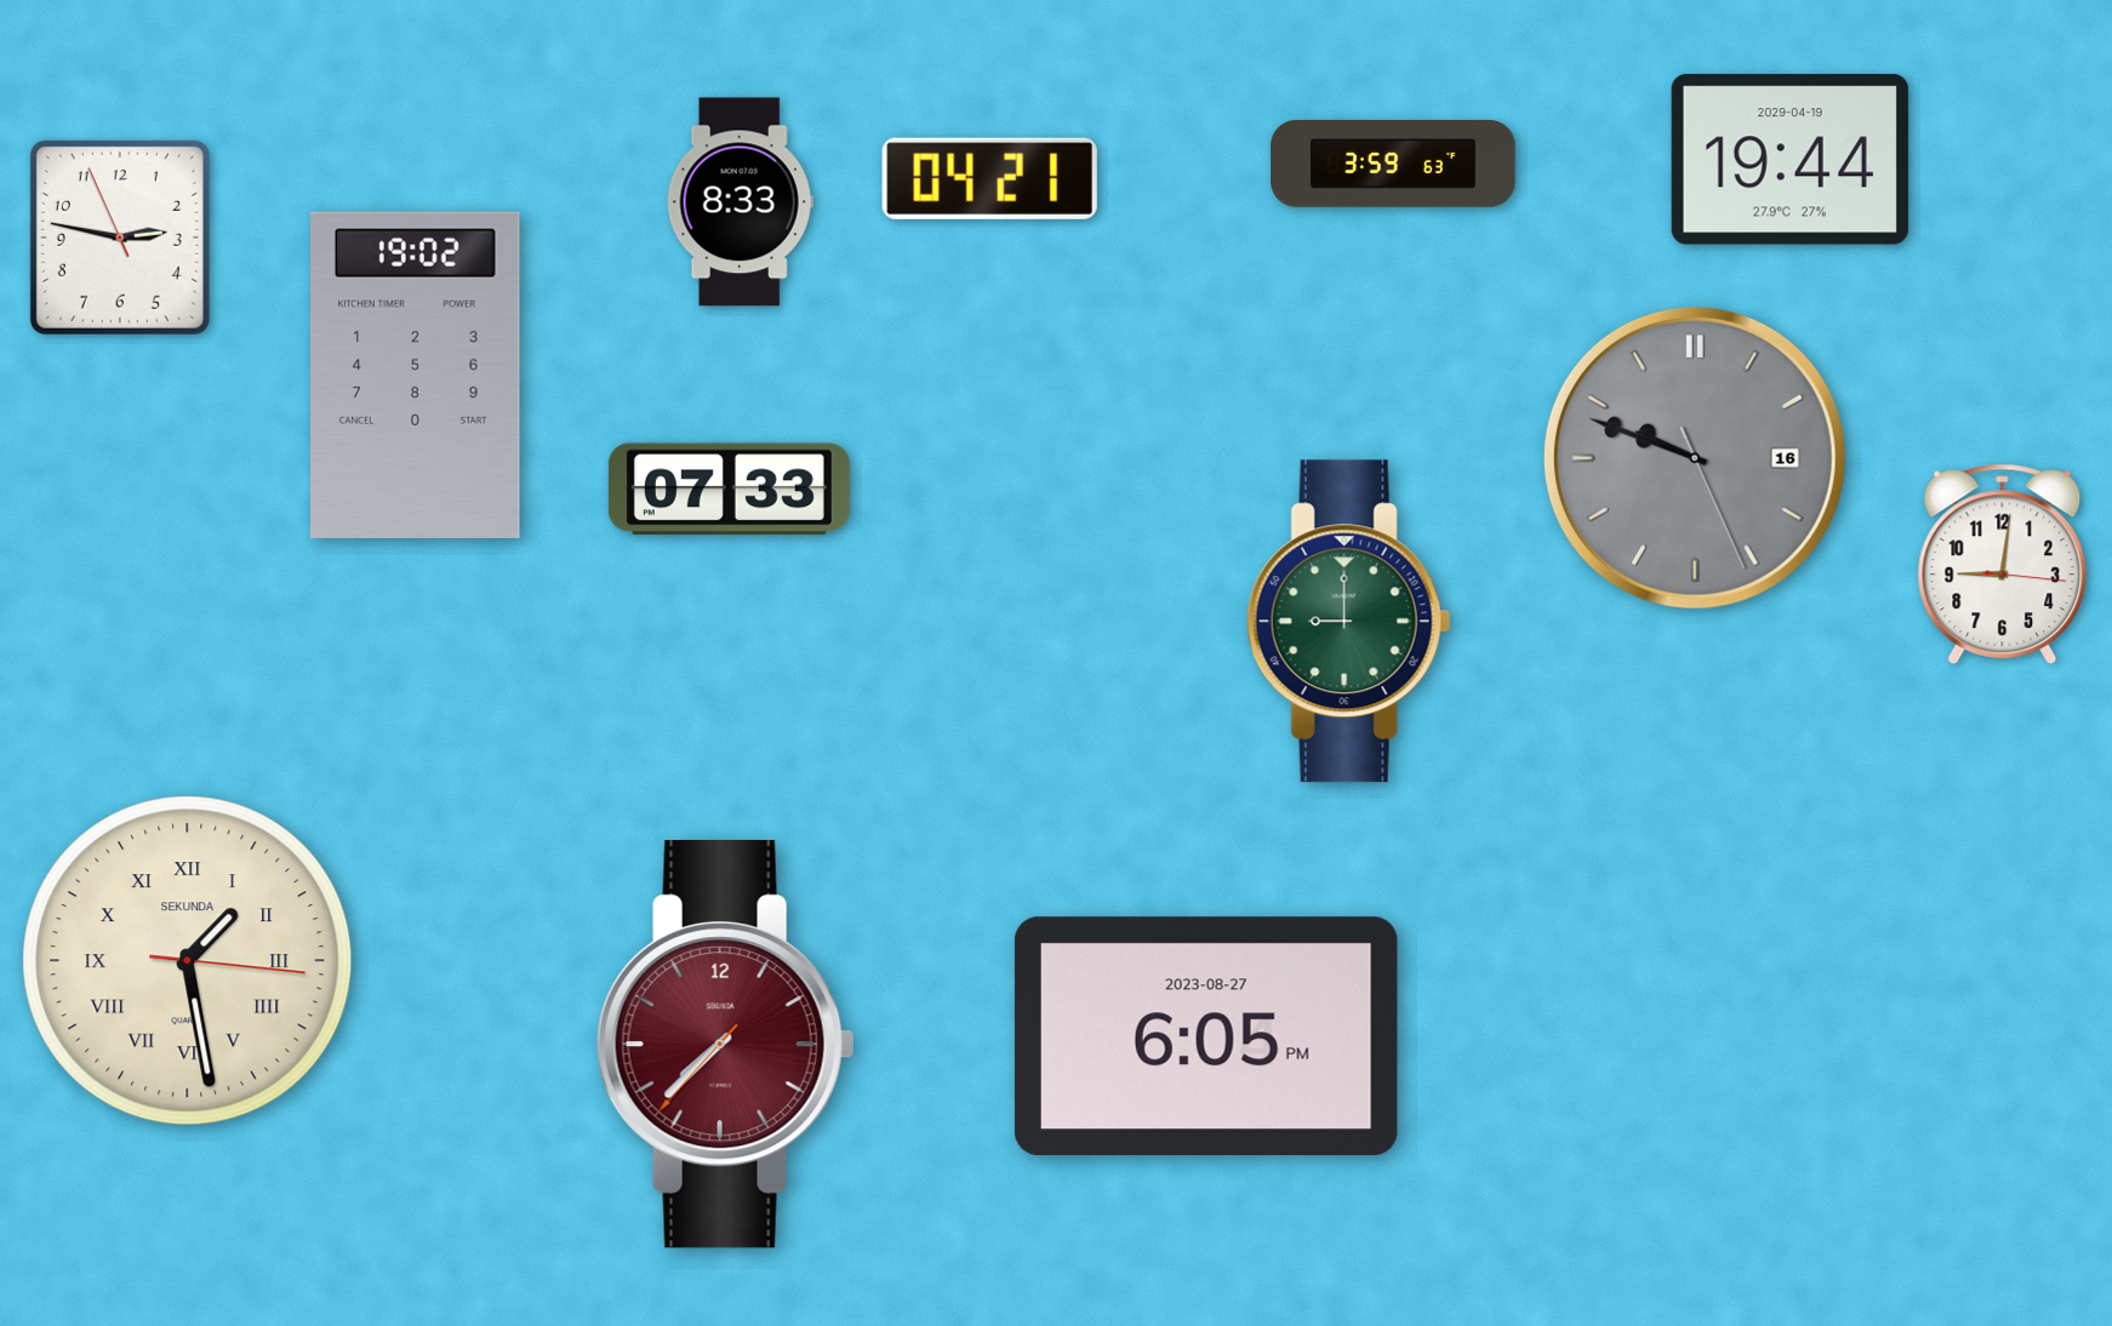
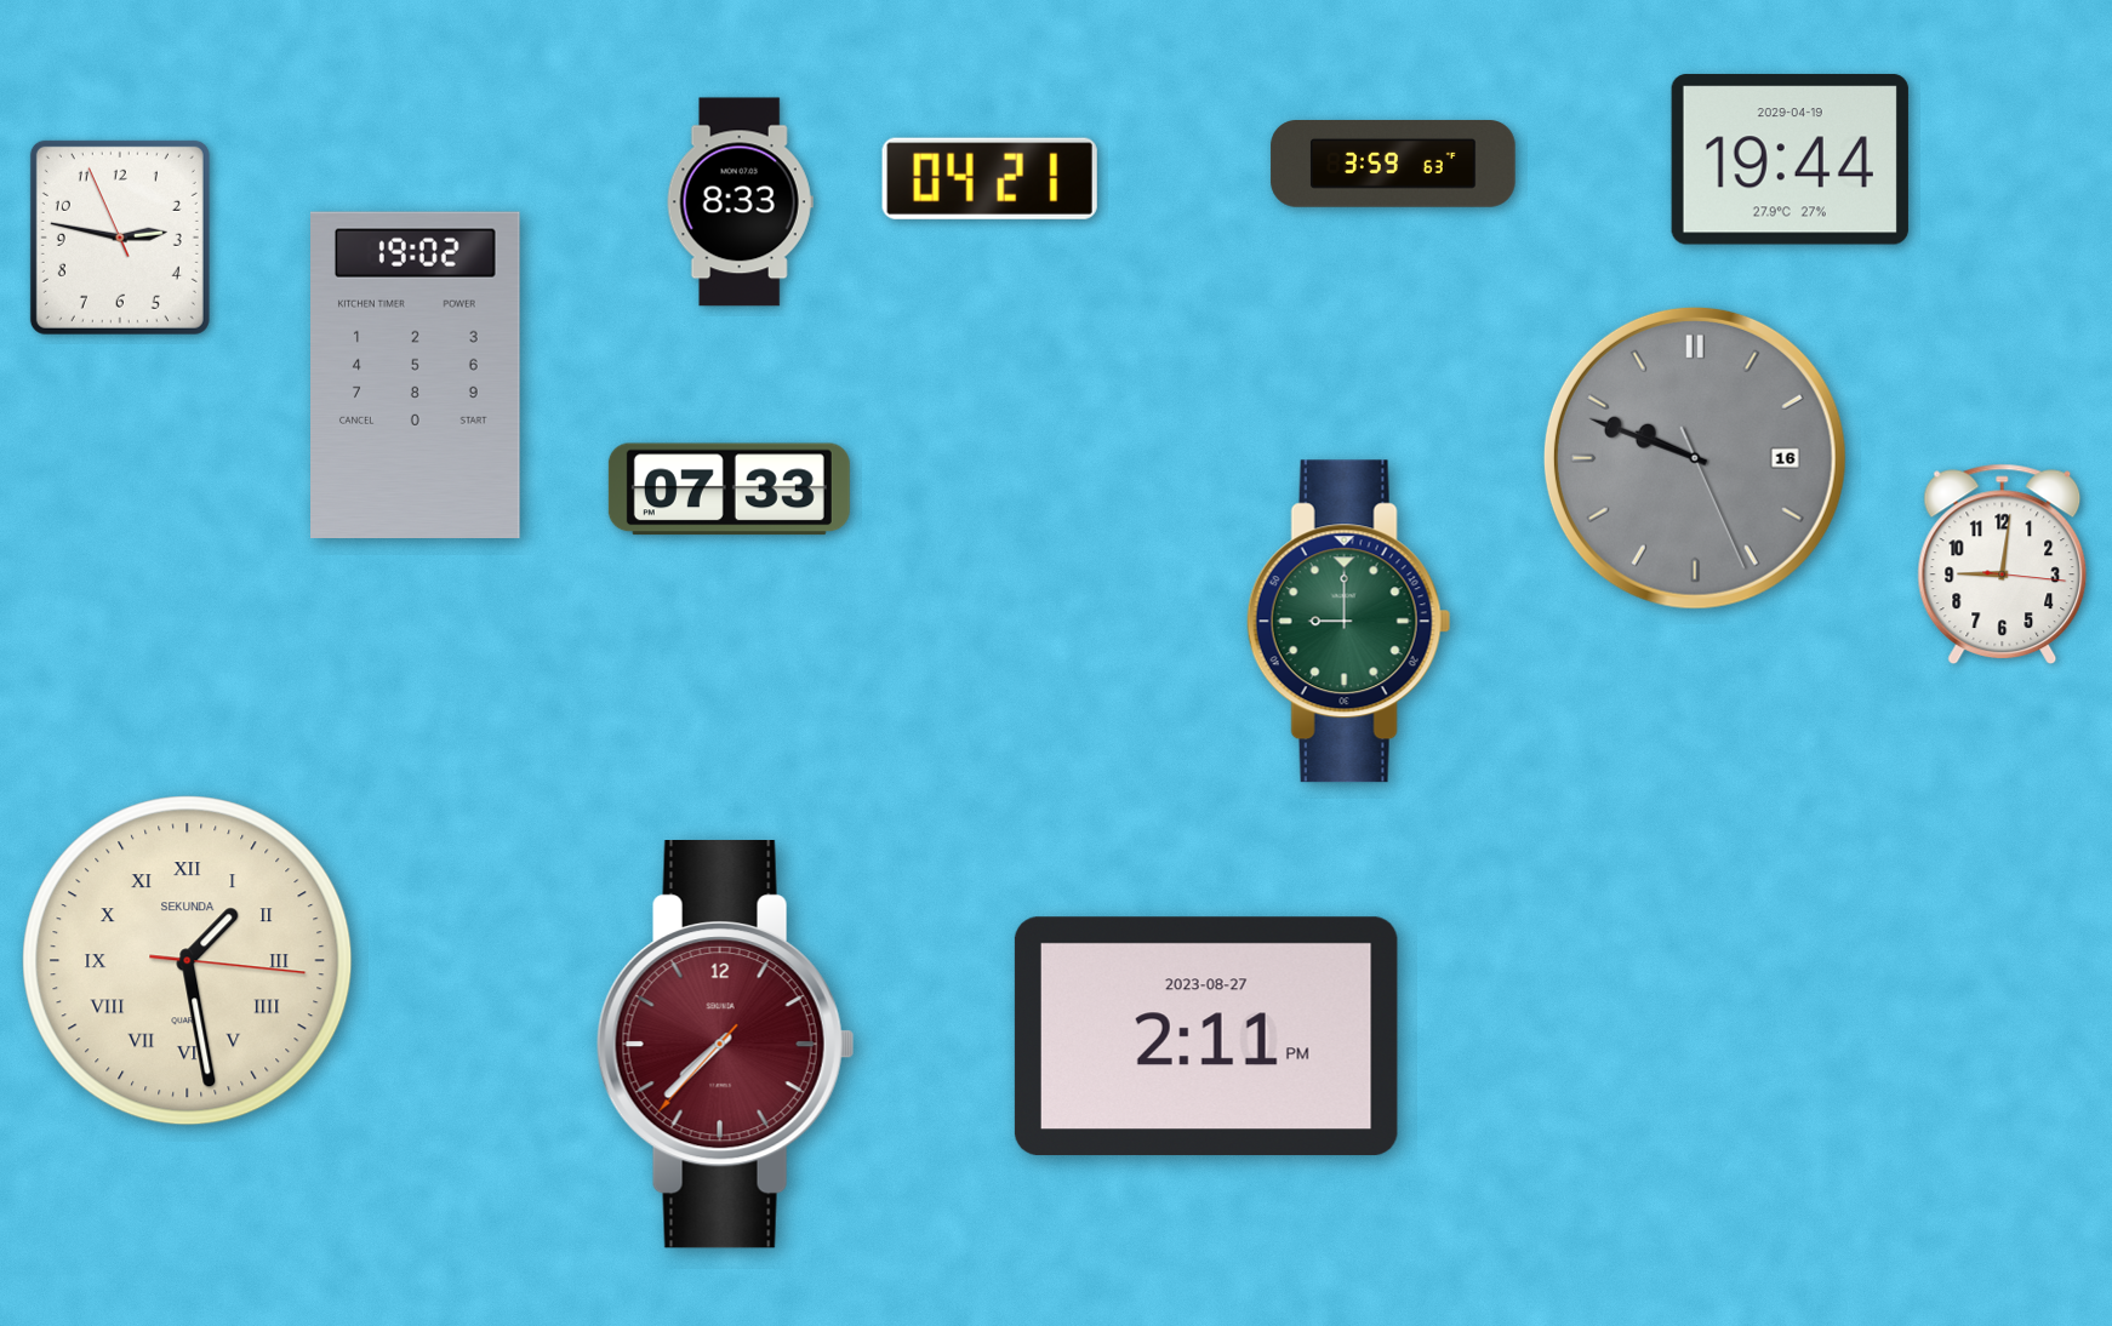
clock at (1206, 1036): 6:05 -> 2:11
